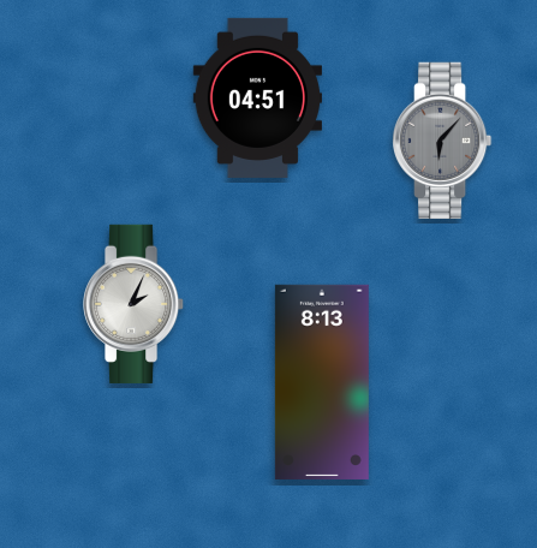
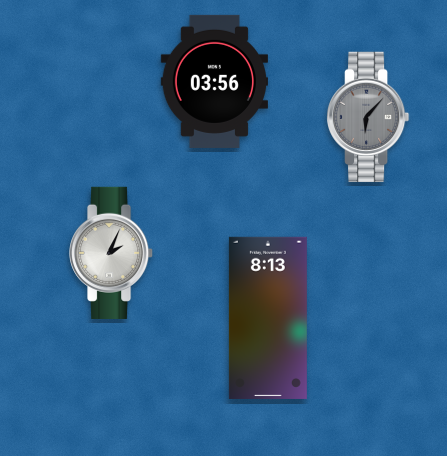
clock at (257, 97): 04:51 -> 03:56
